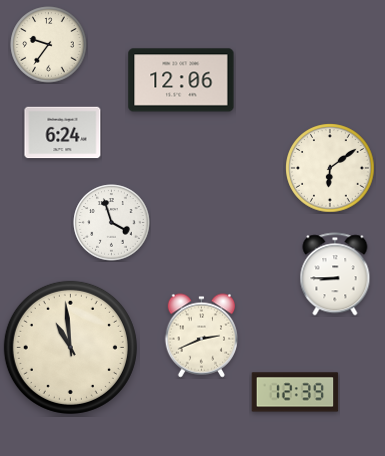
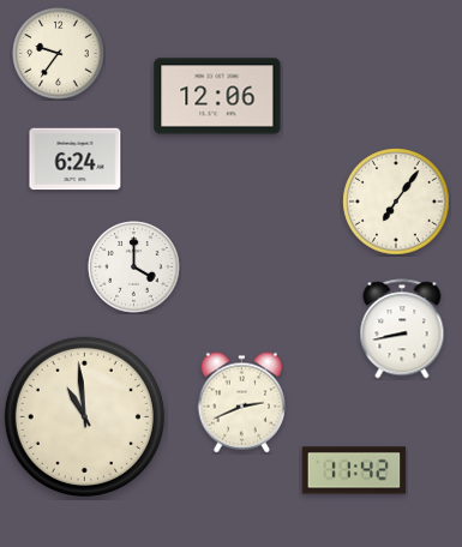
clock at (330, 168): 6:09 -> 7:06
clock at (112, 223): 3:57 -> 4:00
clock at (335, 274): 8:45 -> 8:43
clock at (295, 392): 12:39 -> 11:42
